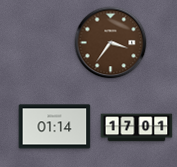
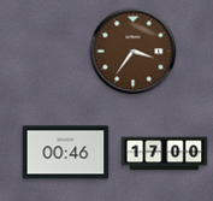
clock at (55, 127): 01:14 -> 00:46
clock at (137, 128): 17:01 -> 17:00
